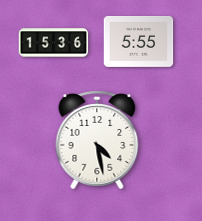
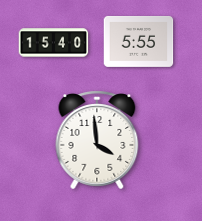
clock at (54, 43): 15:36 -> 15:40
clock at (97, 140): 4:28 -> 3:59
